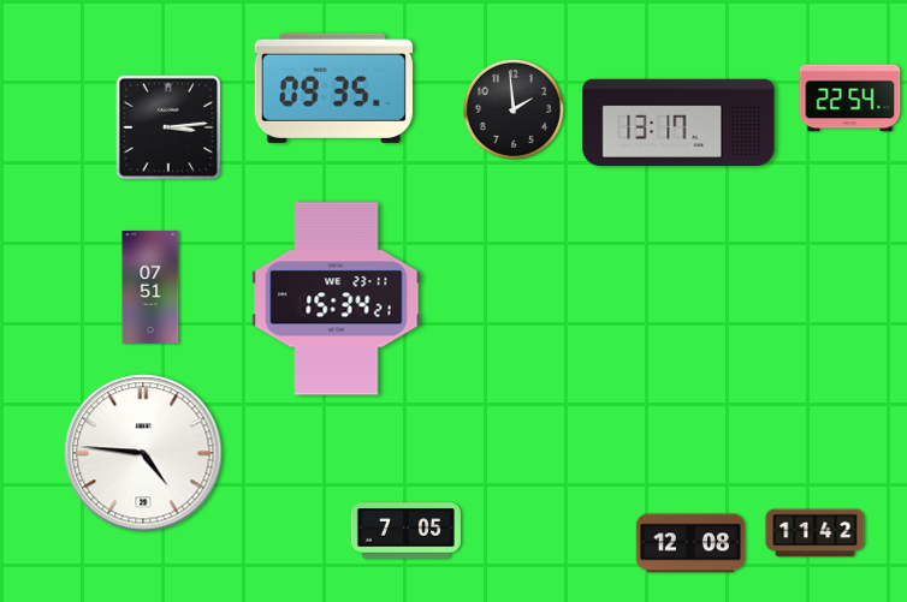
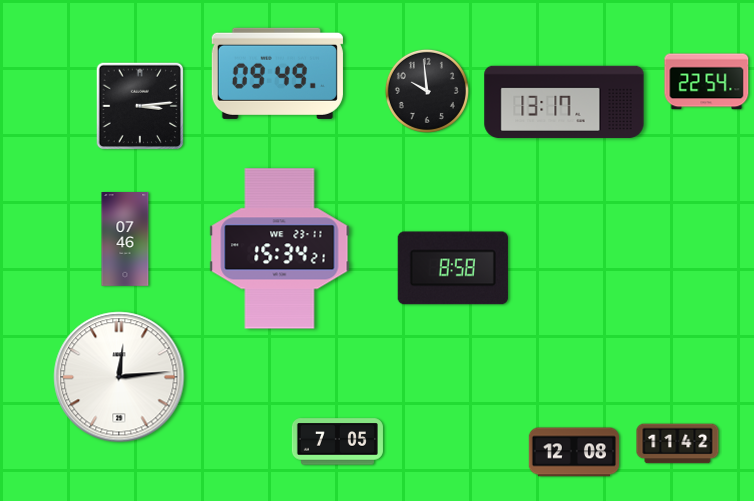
clock at (333, 88): 09:35 -> 09:49
clock at (514, 109): 1:59 -> 9:59
clock at (150, 288): 07:51 -> 07:46
clock at (453, 268): none -> 8:58
clock at (143, 453): 4:46 -> 12:14
